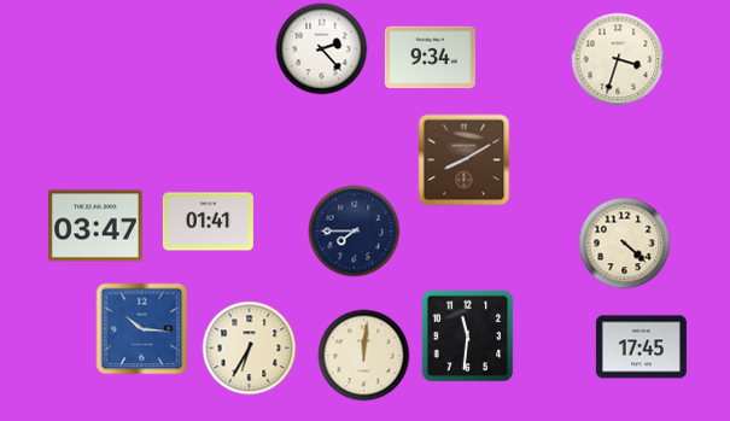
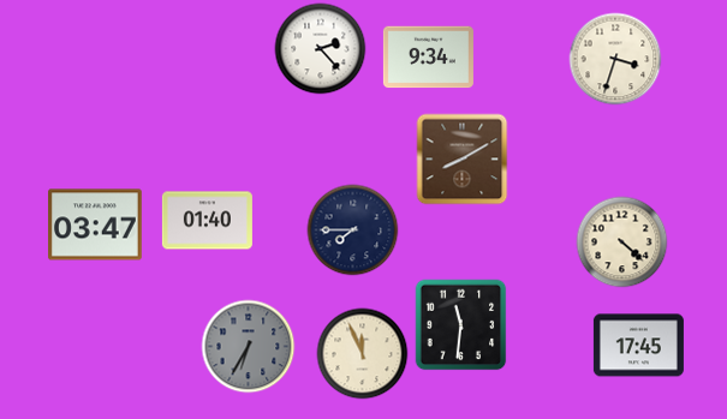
clock at (208, 222): 01:41 -> 01:40
clock at (142, 329): 10:16 -> none
clock at (468, 337) position: (468, 337) -> (461, 325)
clock at (250, 349) dial: cream -> grey
clock at (364, 356): 12:01 -> 11:56
